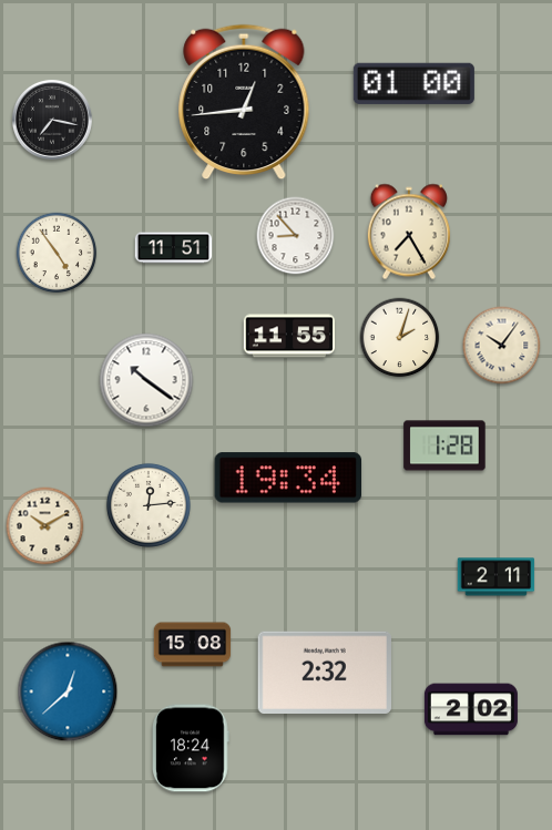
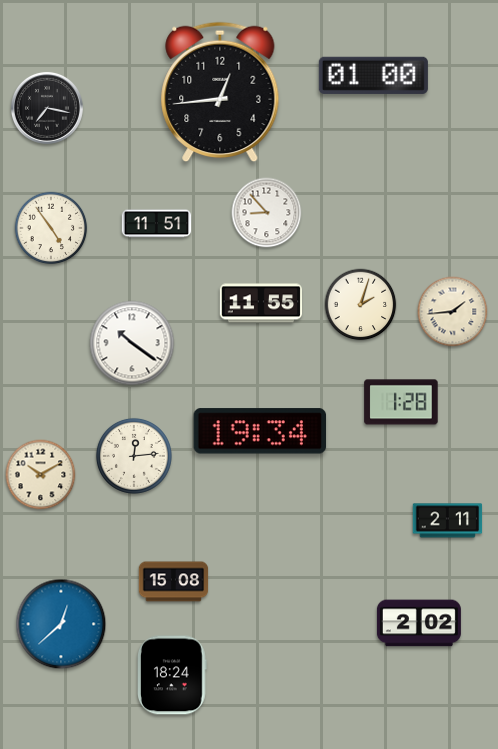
clock at (409, 232): 7:25 -> none
clock at (502, 346): 10:06 -> 1:44
clock at (324, 672): 2:32 -> none
clock at (471, 709) position: (471, 709) -> (419, 623)
